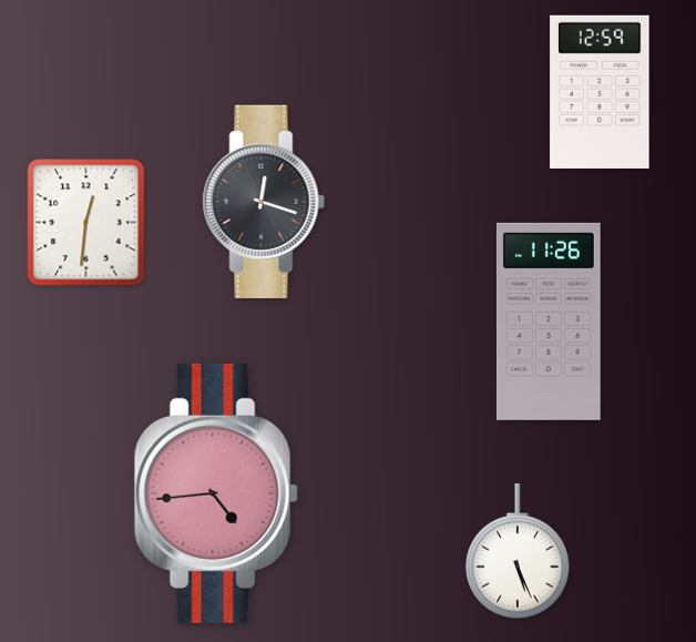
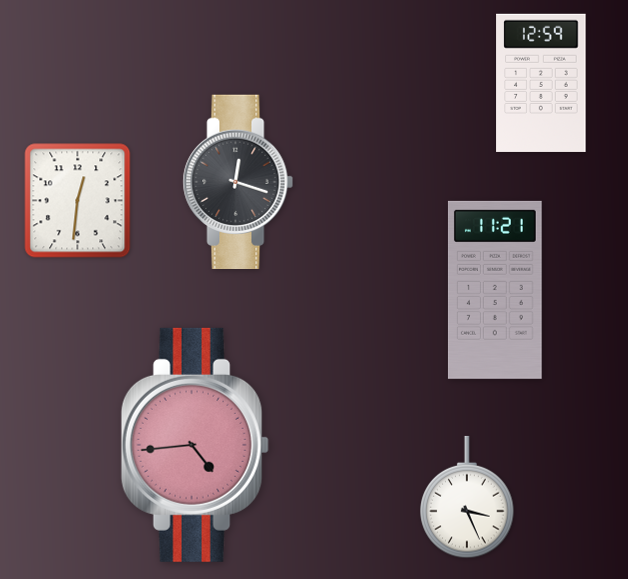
clock at (549, 322): 11:26 -> 11:21
clock at (518, 551): 5:26 -> 3:26
